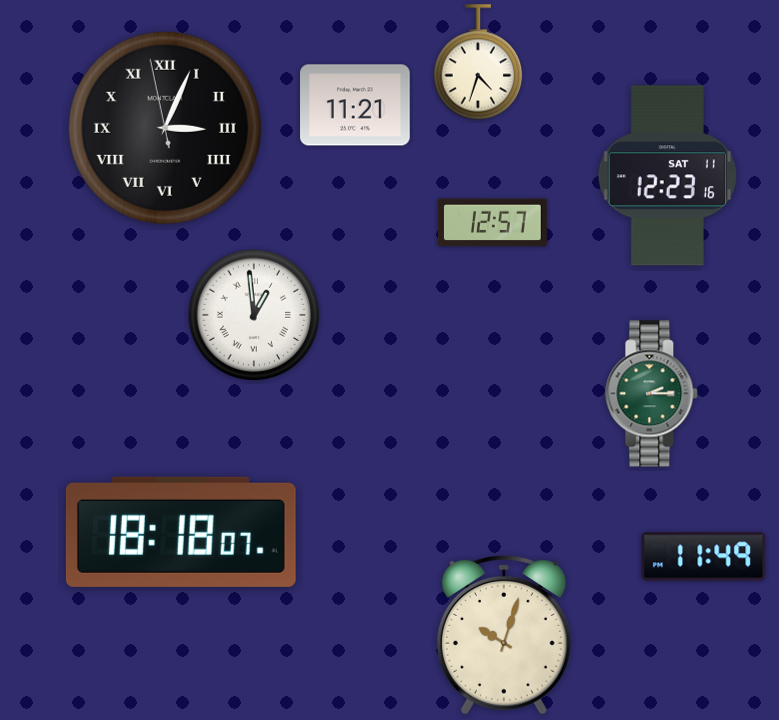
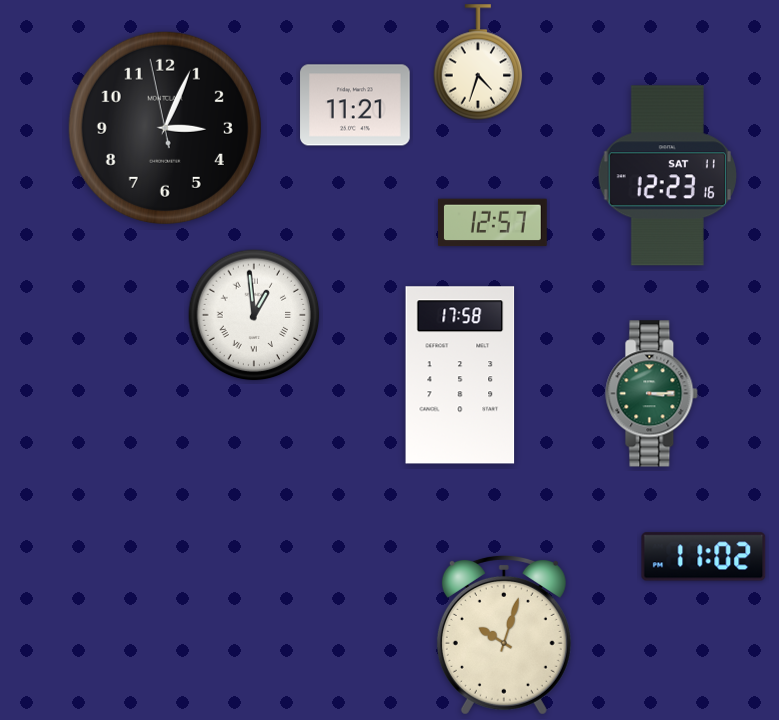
clock at (165, 128) numerals: Roman -> Arabic
clock at (460, 375): none -> 17:58
clock at (652, 394): 2:15 -> 3:15
clock at (181, 532): 18:18 -> none
clock at (704, 557): 11:49 -> 11:02
